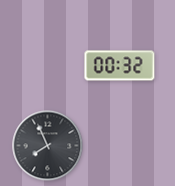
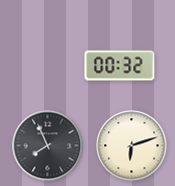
clock at (132, 146): none -> 6:12
